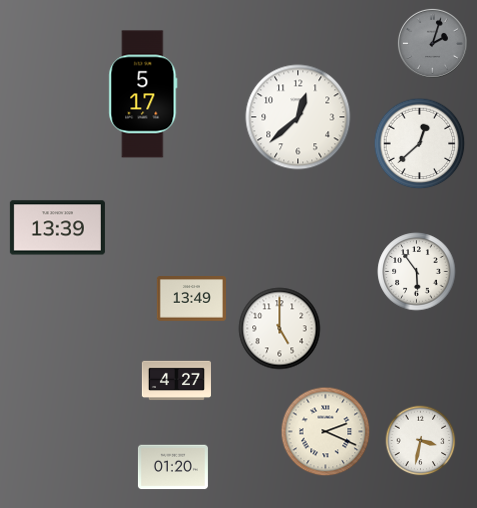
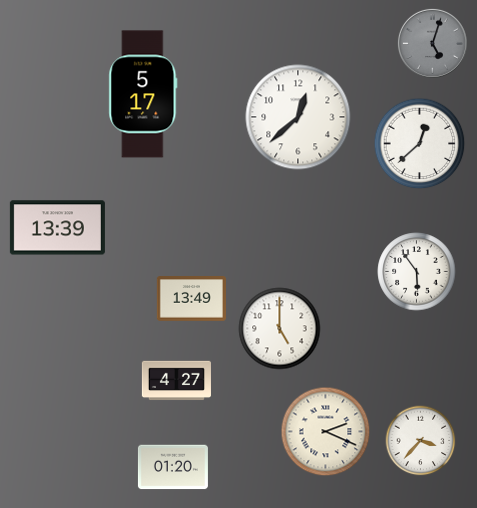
clock at (432, 43): 2:03 -> 5:03
clock at (421, 441): 3:32 -> 3:37
